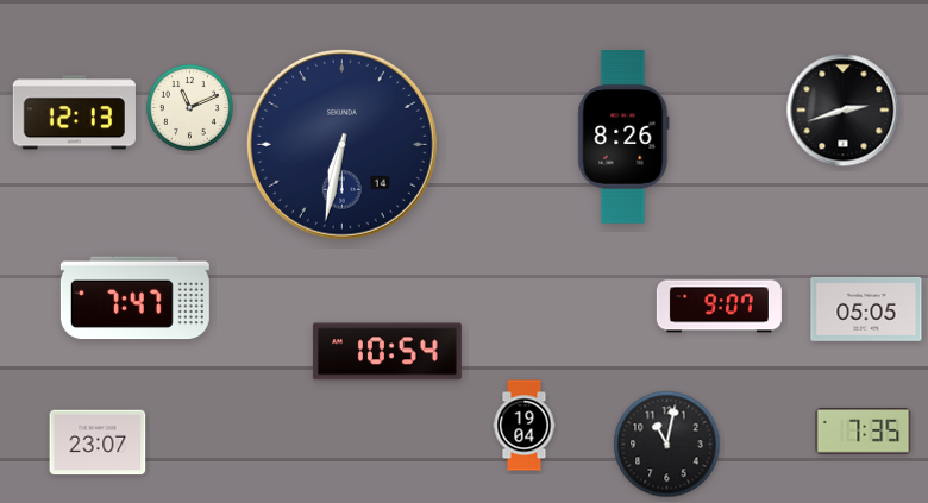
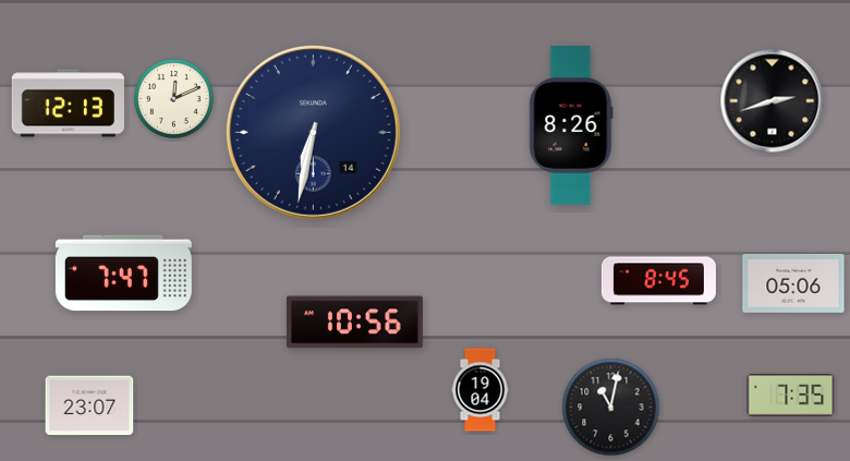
clock at (189, 107): 11:11 -> 12:11
clock at (719, 307): 9:07 -> 8:45
clock at (866, 309): 05:05 -> 05:06
clock at (387, 352): 10:54 -> 10:56
